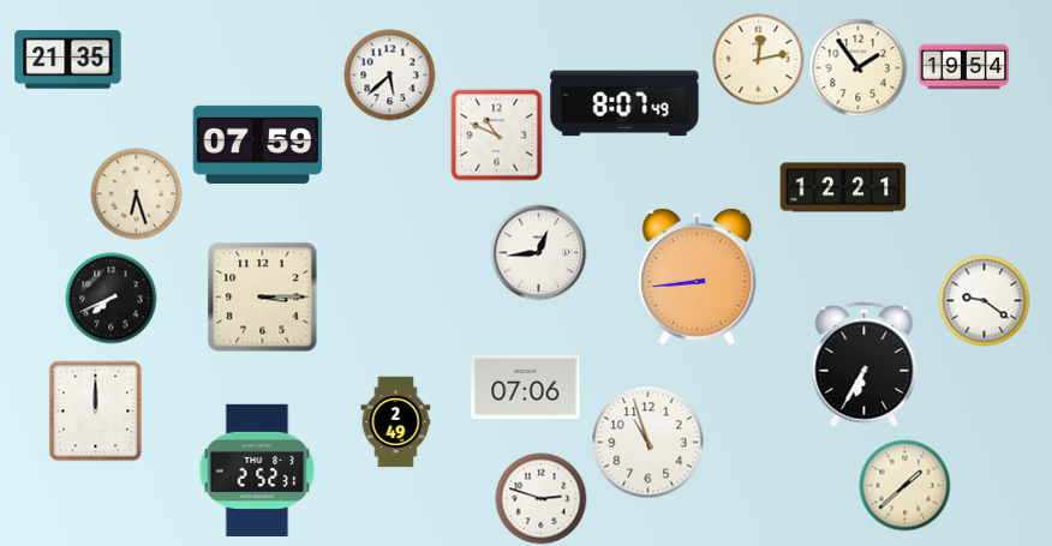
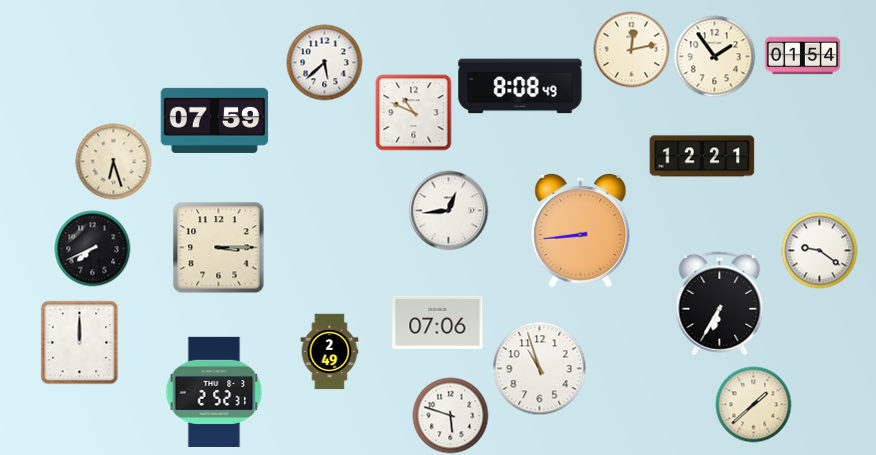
clock at (68, 60): 21:35 -> none
clock at (964, 67): 19:54 -> 01:54
clock at (624, 103): 8:07 -> 8:08
clock at (542, 499): 2:48 -> 5:48
